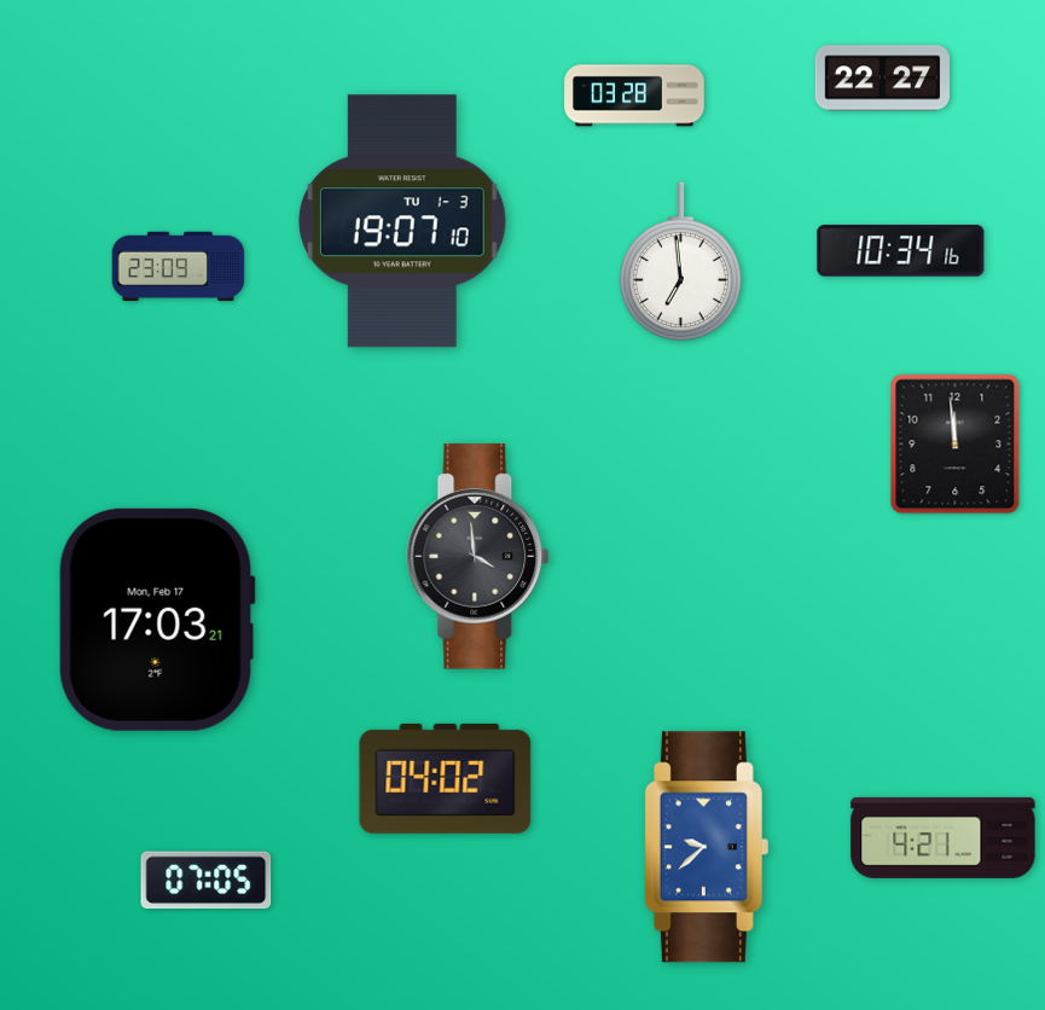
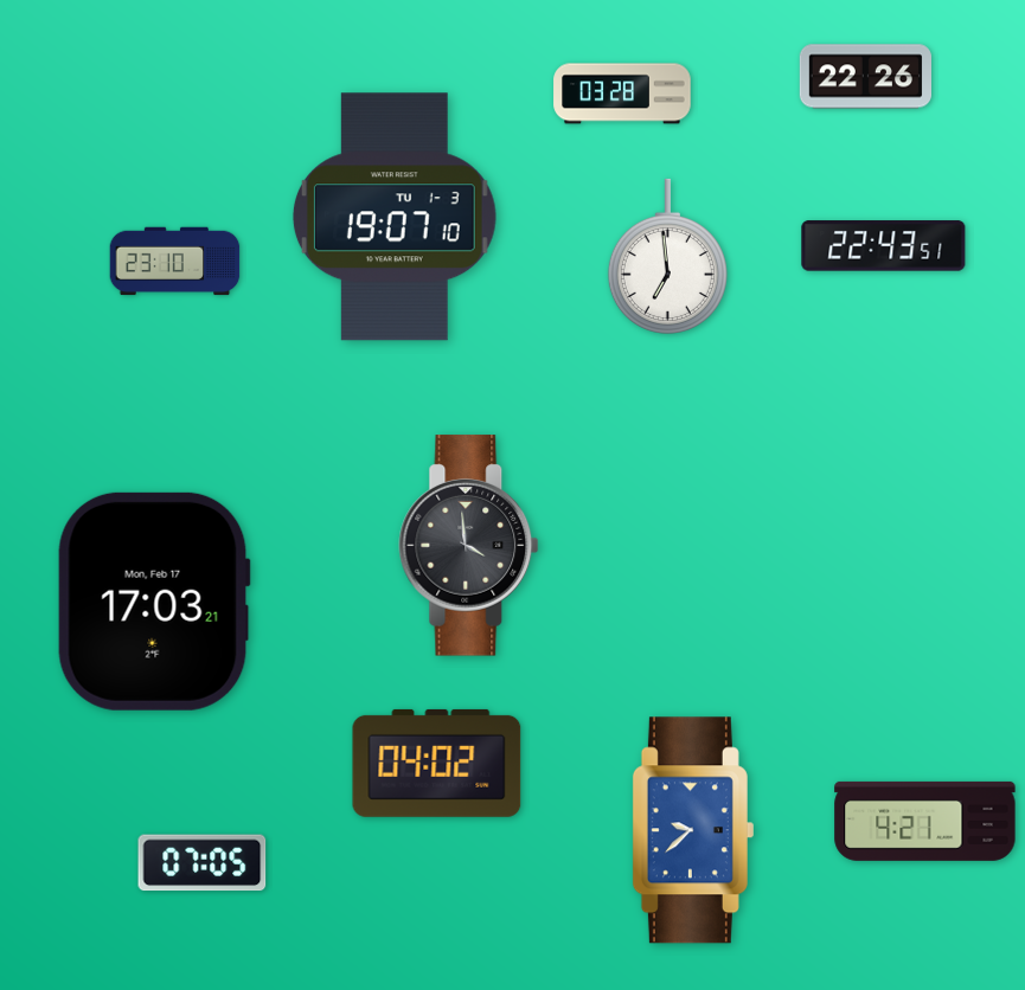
clock at (882, 79): 22:27 -> 22:26
clock at (901, 251): 10:34 -> 22:43
clock at (179, 267): 23:09 -> 23:10
clock at (956, 445): 11:59 -> none
clock at (157, 620) position: (157, 620) -> (154, 602)
